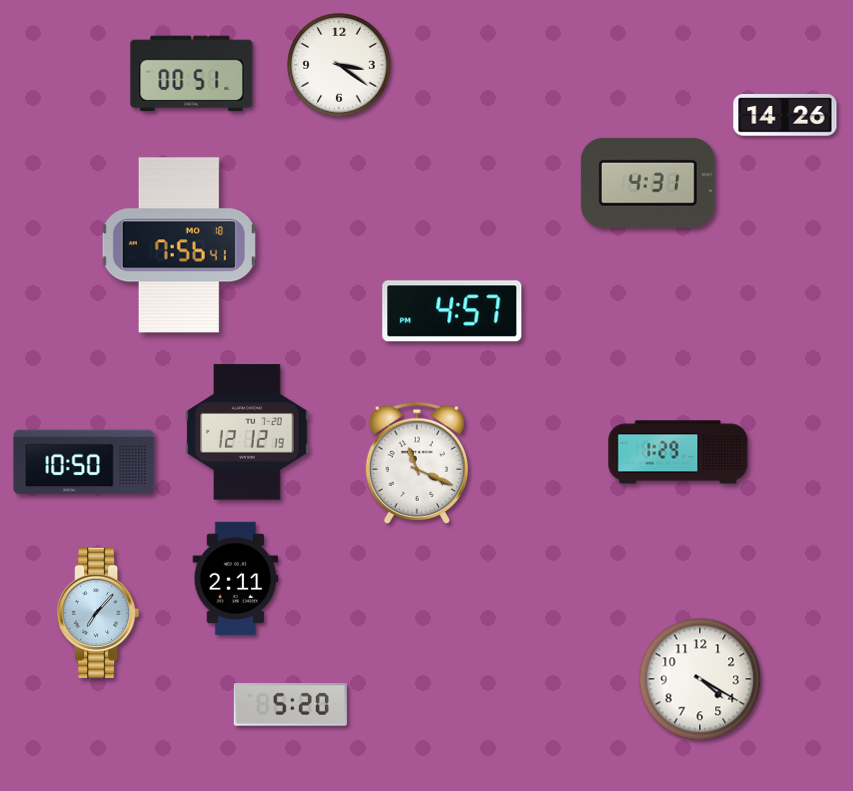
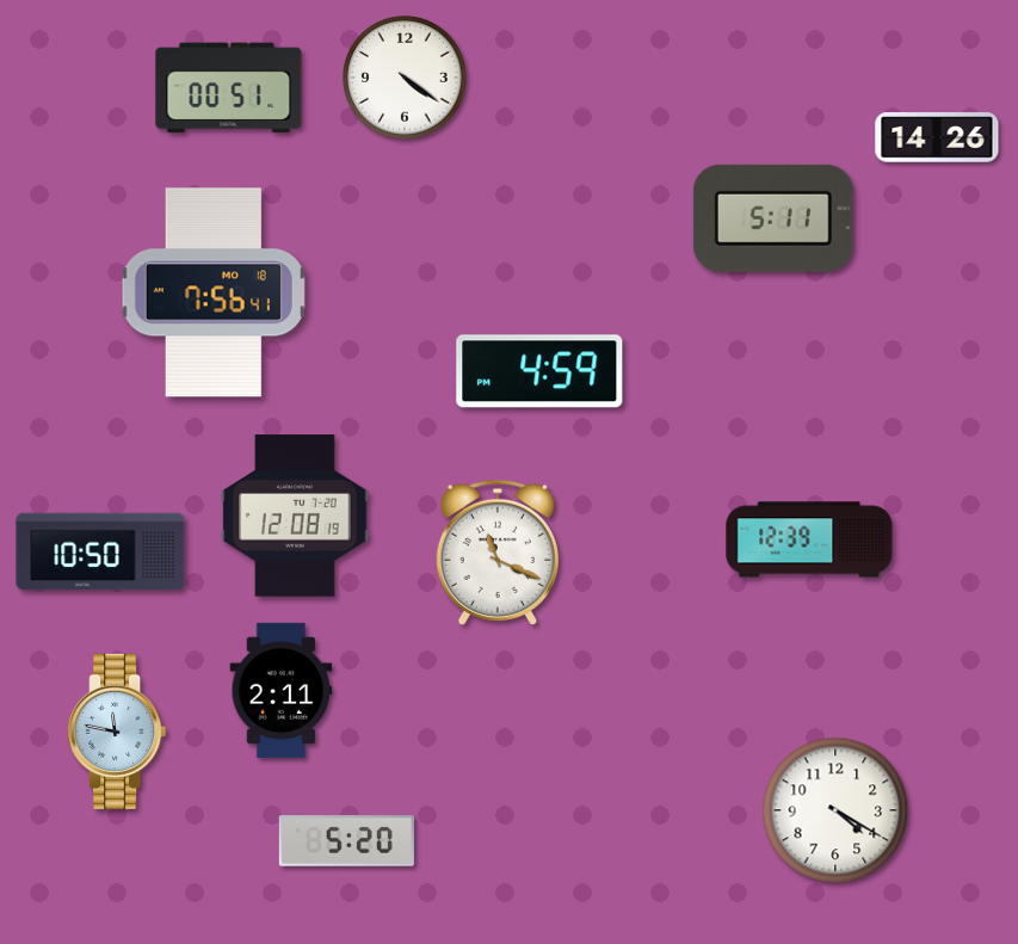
clock at (339, 65): 3:21 -> 4:21
clock at (648, 183): 4:31 -> 5:11
clock at (452, 311): 4:57 -> 4:59
clock at (247, 432): 12:12 -> 12:08
clock at (678, 452): 1:29 -> 12:39
clock at (98, 613): 7:07 -> 11:47
